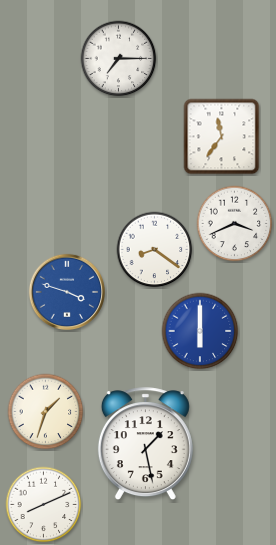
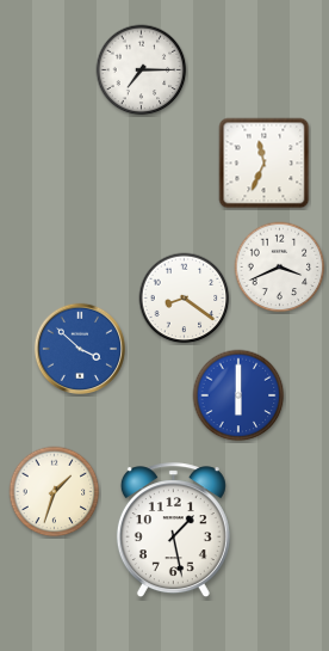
clock at (222, 137): 11:36 -> 11:34
clock at (66, 291): 3:48 -> 3:52
clock at (44, 505): 8:11 -> none
